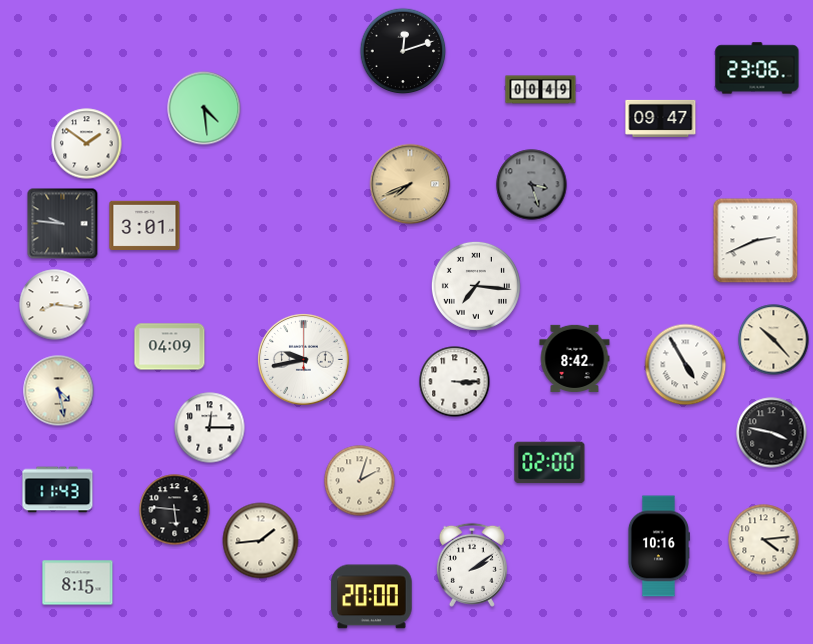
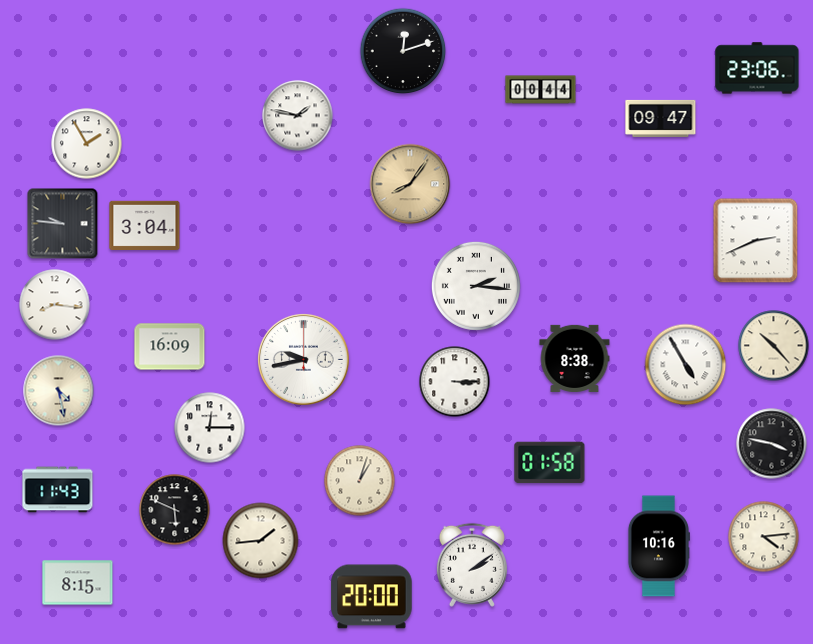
clock at (541, 90): 00:49 -> 00:44
clock at (204, 108): 4:29 -> none
clock at (298, 116): none -> 1:47
clock at (87, 144): 1:51 -> 1:55
clock at (410, 184): 7:41 -> 8:06
clock at (532, 185): 3:27 -> none
clock at (145, 225): 3:01 -> 3:04
clock at (476, 286): 7:16 -> 2:16
clock at (774, 340) position: (774, 340) -> (774, 346)
clock at (170, 347): 04:09 -> 16:09
clock at (575, 358): 8:42 -> 8:38
clock at (772, 433) position: (772, 433) -> (772, 444)
clock at (550, 463): 02:00 -> 01:58
clock at (360, 481): 2:03 -> 1:03
clock at (175, 510): 5:46 -> 5:49
clock at (764, 540) position: (764, 540) -> (764, 537)
